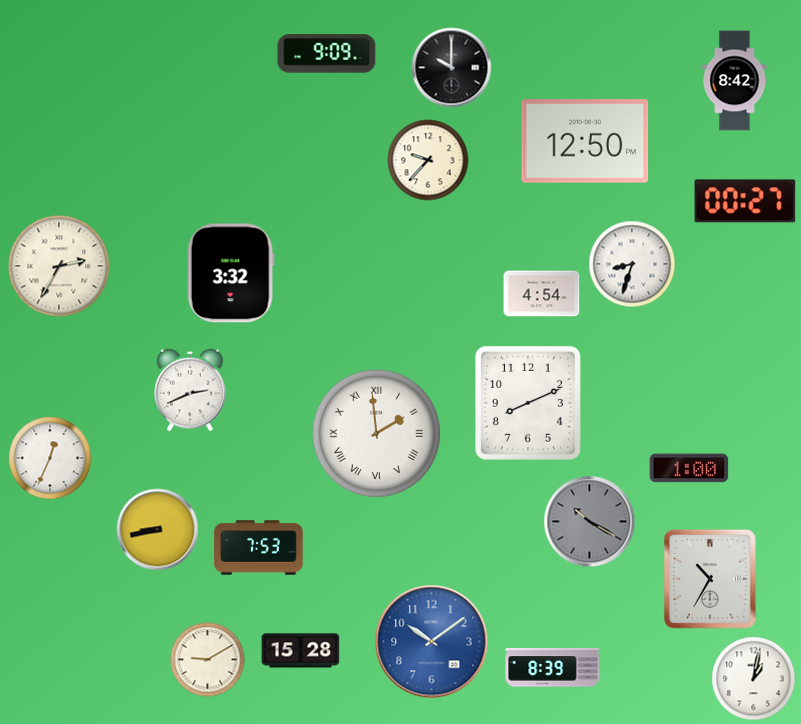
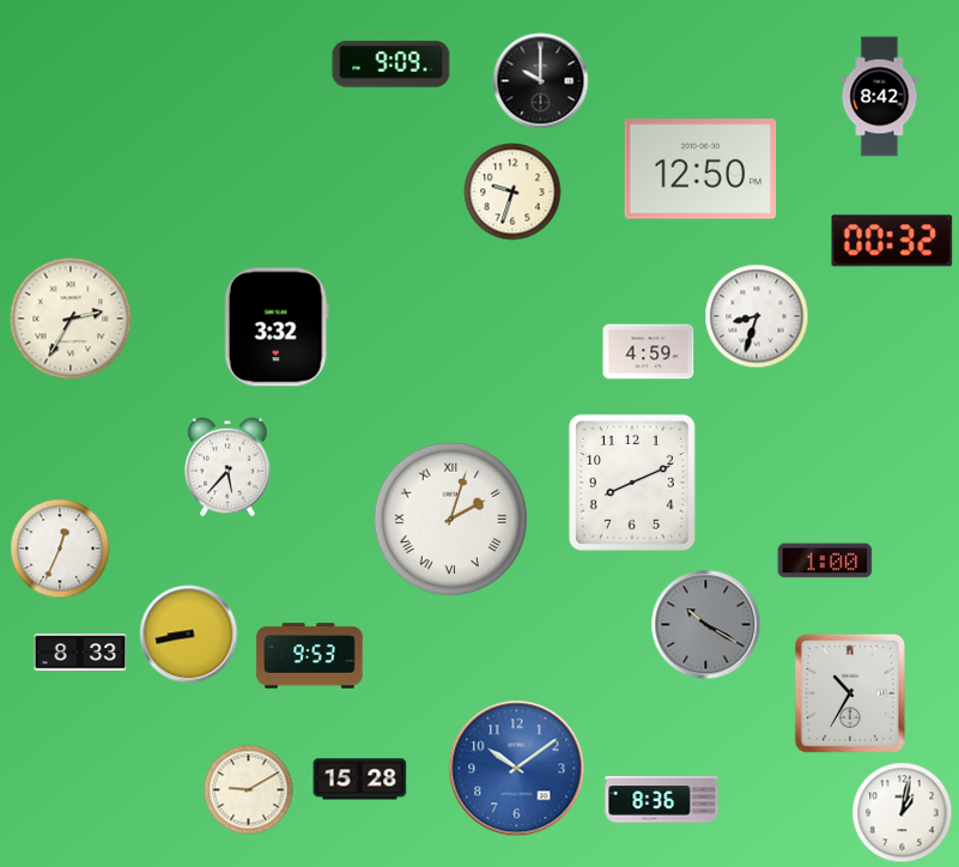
clock at (428, 160): 9:37 -> 9:33
clock at (745, 201): 00:27 -> 00:32
clock at (542, 294): 4:54 -> 4:59
clock at (190, 390): 2:41 -> 5:37
clock at (377, 434): 1:59 -> 2:03
clock at (80, 653): none -> 8:33
clock at (259, 548): 7:53 -> 9:53
clock at (553, 668): 8:39 -> 8:36
